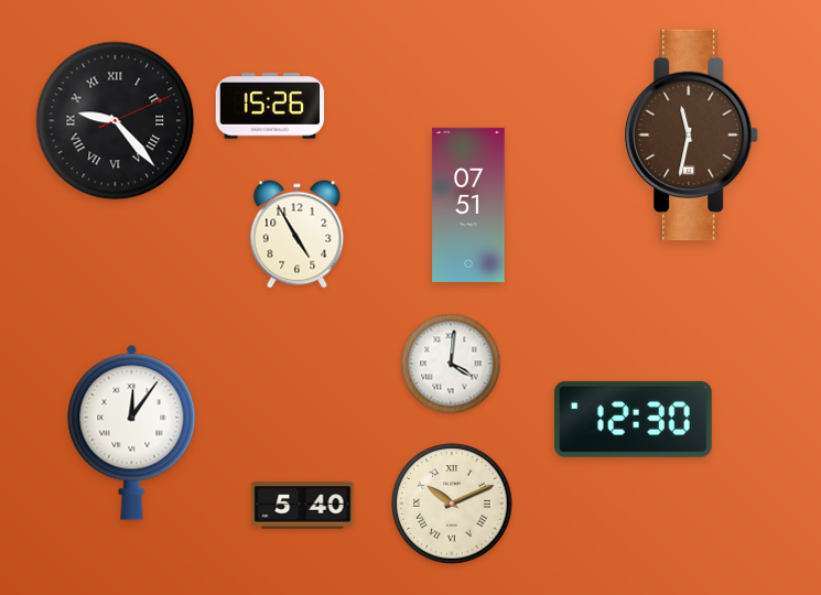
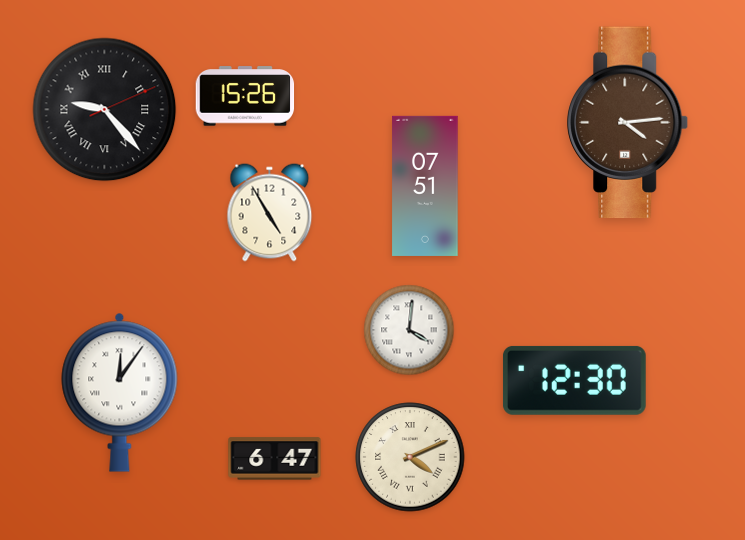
clock at (692, 136): 11:32 -> 4:14
clock at (452, 504): 10:11 -> 4:11
clock at (303, 506): 5:40 -> 6:47
